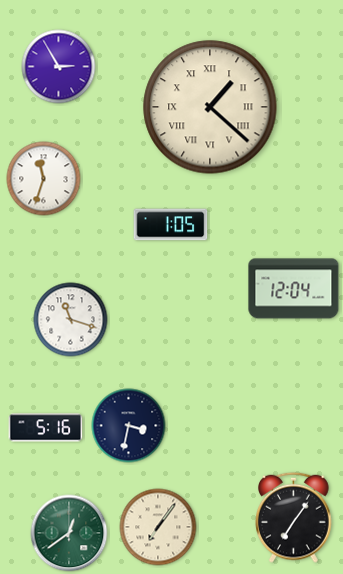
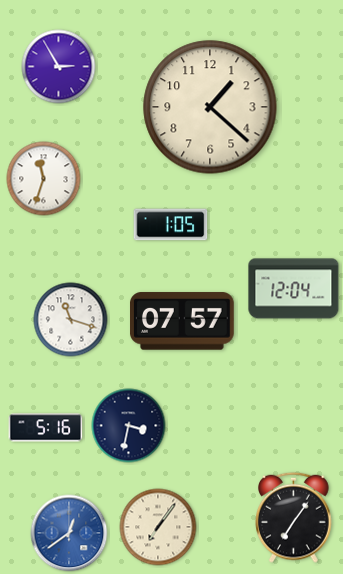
clock at (210, 107) numerals: Roman -> Arabic
clock at (183, 321): none -> 07:57
clock at (69, 533) dial: green -> blue
